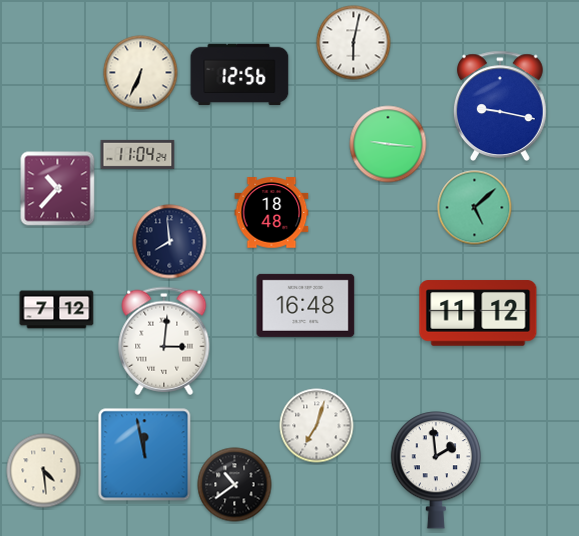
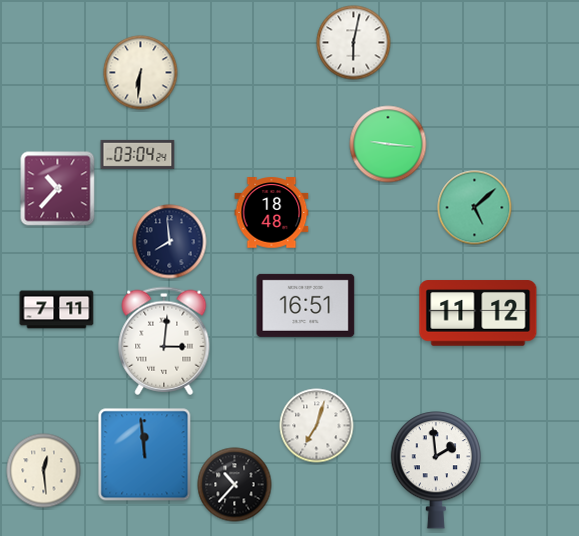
clock at (141, 73): 6:34 -> 6:31
clock at (240, 75): 12:56 -> none
clock at (500, 105): 9:17 -> none
clock at (138, 154): 11:04 -> 03:04
clock at (306, 305): 16:48 -> 16:51
clock at (57, 310): 7:12 -> 7:11
clock at (145, 455): 11:58 -> 11:59
clock at (44, 471): 4:29 -> 12:29
clock at (235, 485): 10:39 -> 10:37
